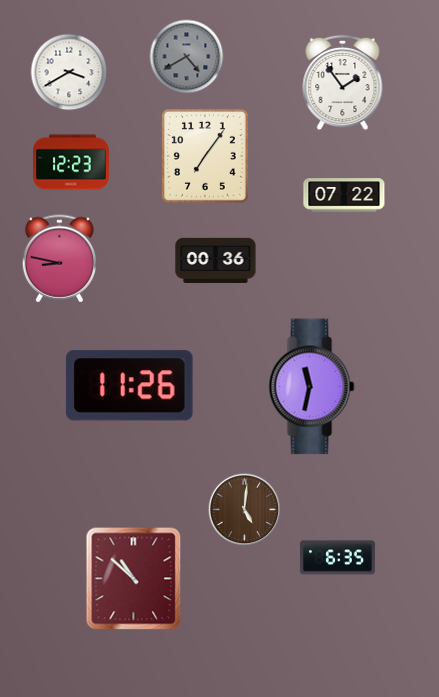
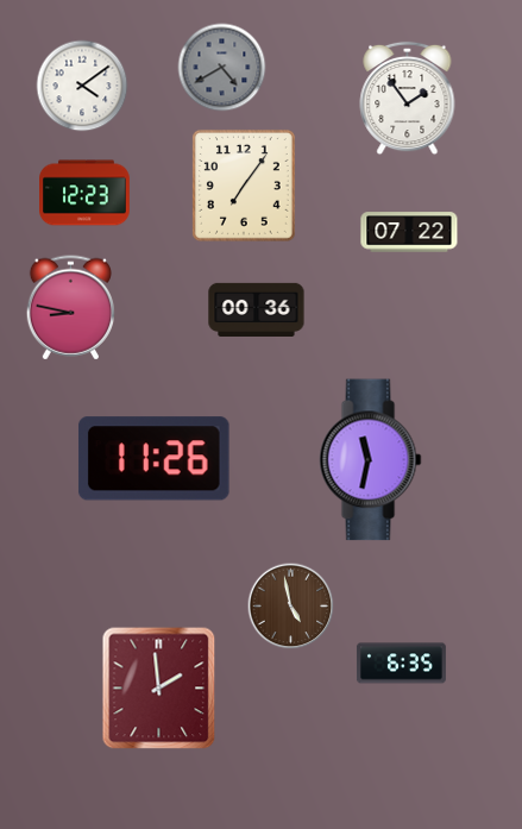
clock at (69, 72): 3:40 -> 4:09
clock at (245, 510): 5:01 -> 4:58
clock at (134, 579): 10:52 -> 1:59
